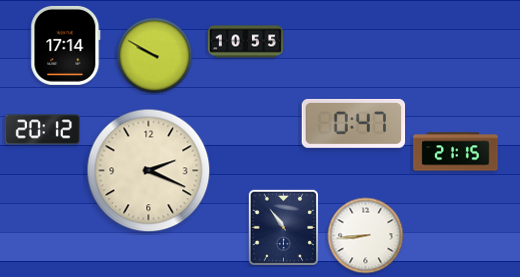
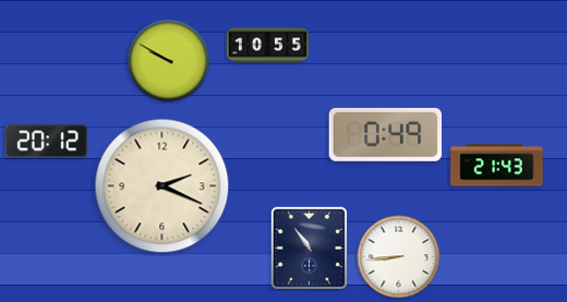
clock at (66, 45): 17:14 -> none
clock at (354, 123): 0:47 -> 0:49
clock at (456, 152): 21:15 -> 21:43
